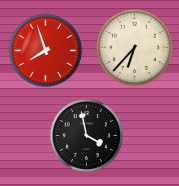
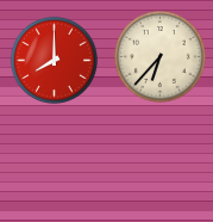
clock at (45, 50): 7:57 -> 8:00
clock at (86, 135): 3:58 -> none
